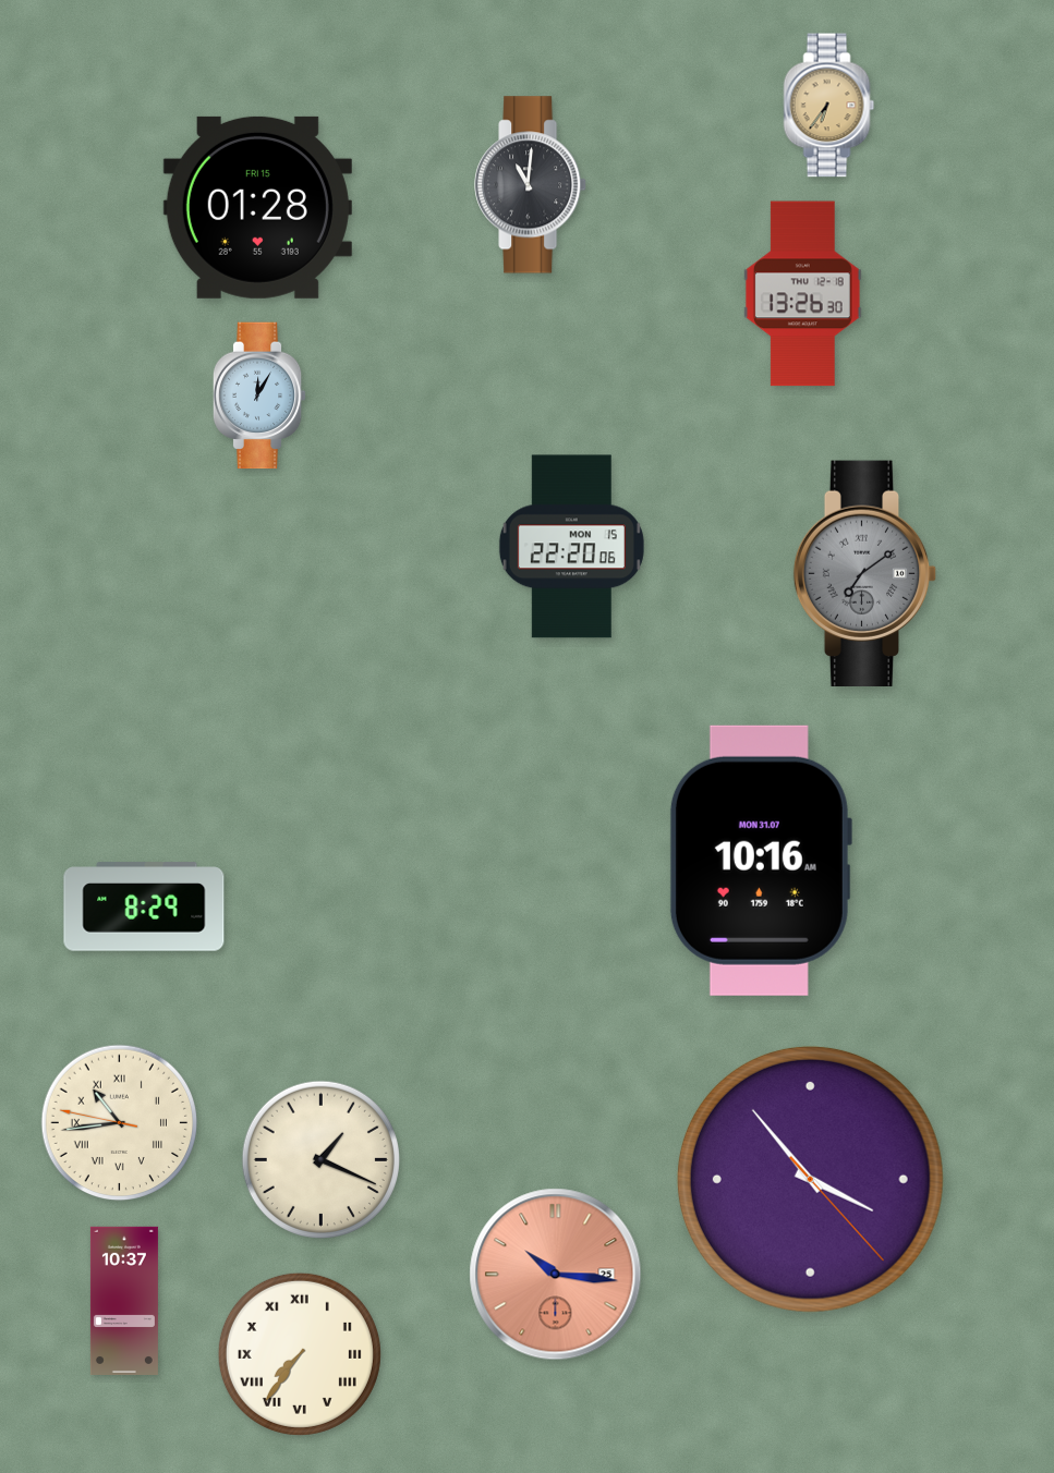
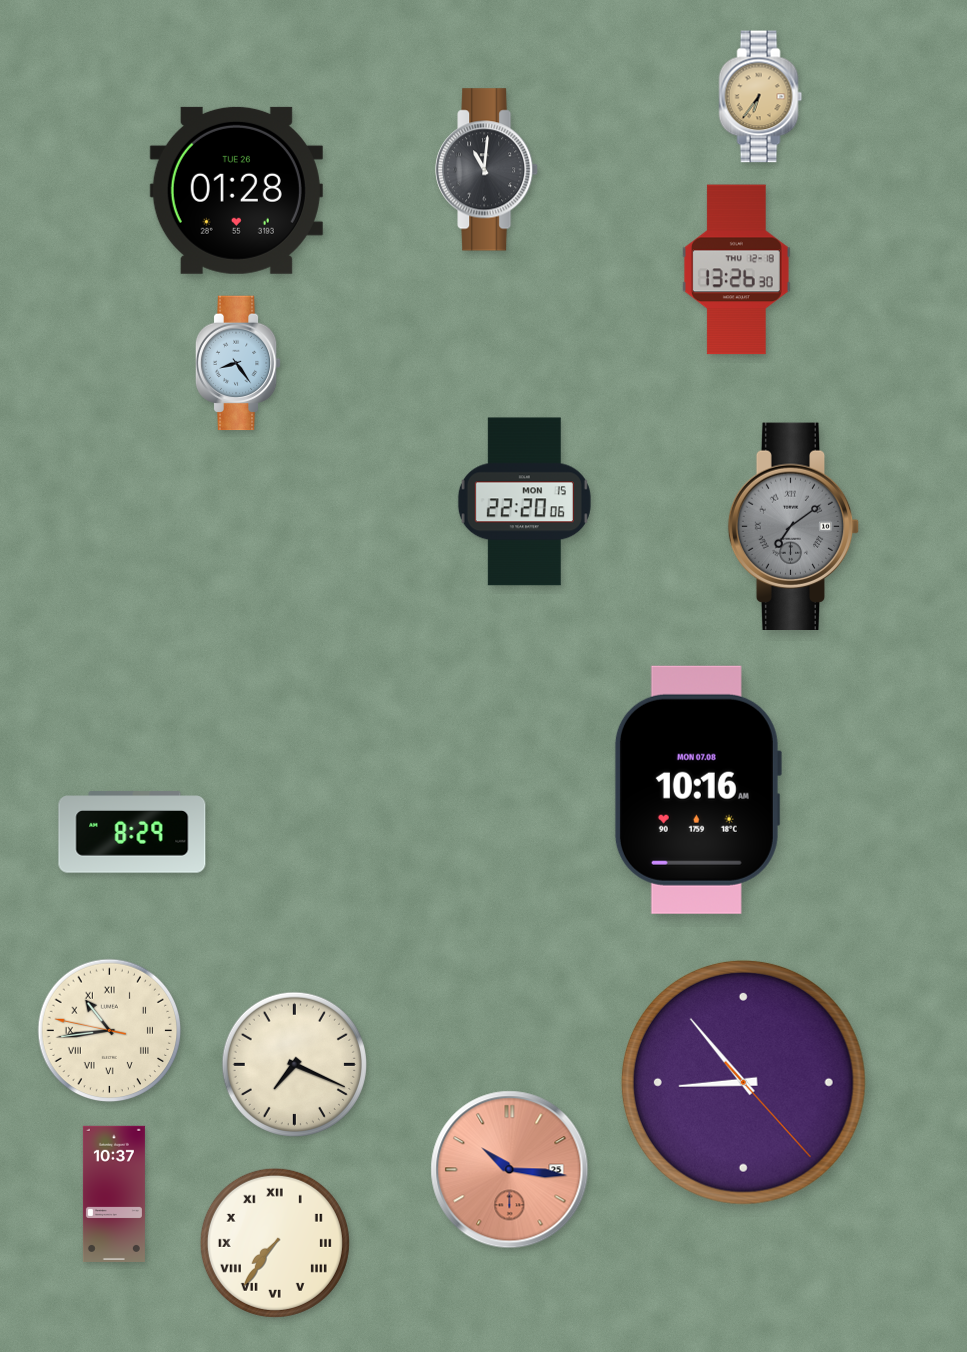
clock at (257, 207) date: FRI 15 -> TUE 26
clock at (259, 395): 12:05 -> 8:24
clock at (760, 861) date: MON 31.07 -> MON 07.08
clock at (320, 1159): 1:19 -> 7:19
clock at (810, 1179): 3:53 -> 8:53
